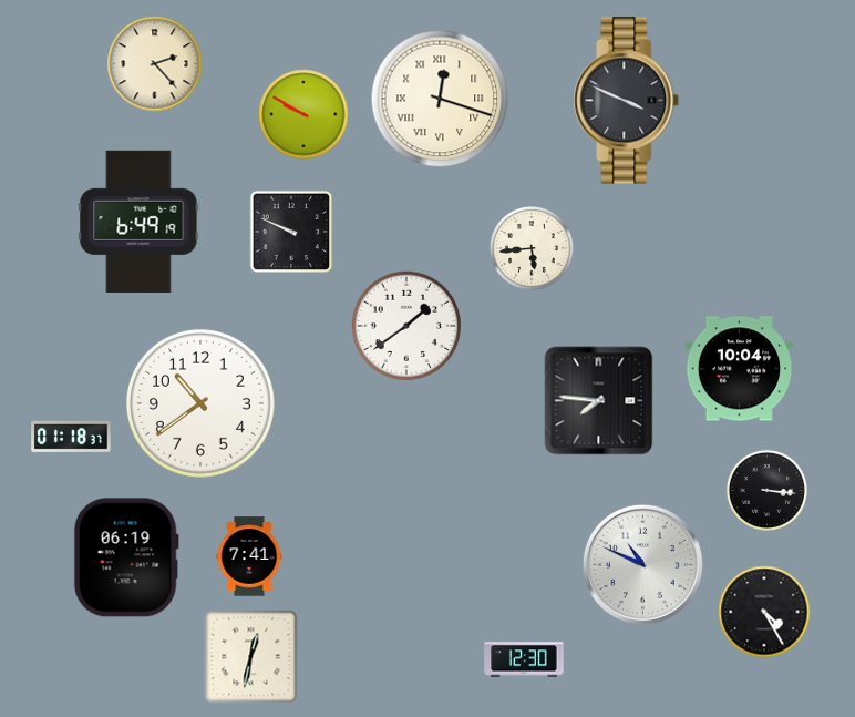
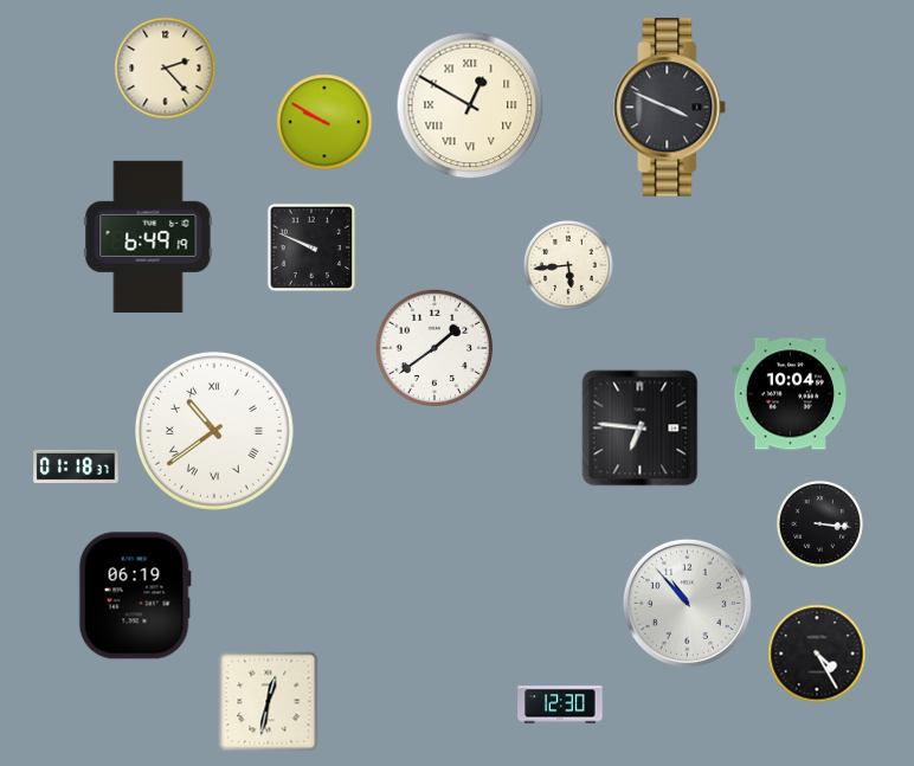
clock at (440, 99): 12:18 -> 12:50
clock at (599, 401): 7:46 -> 6:46
clock at (200, 403) numerals: Arabic -> Roman
clock at (249, 556): 7:41 -> none
clock at (642, 564): 10:49 -> 10:53
